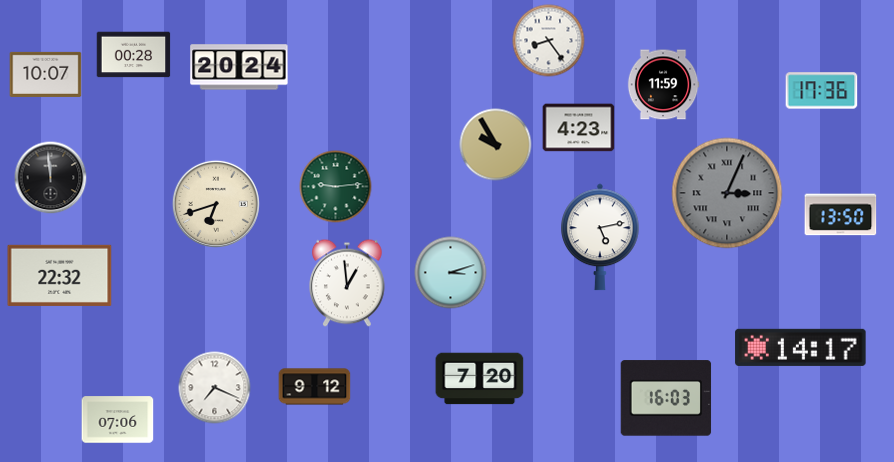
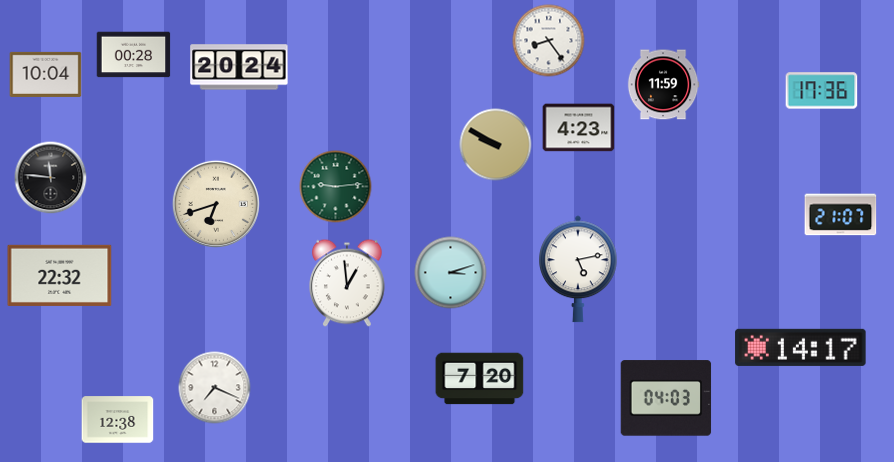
clock at (46, 74): 10:07 -> 10:04
clock at (496, 145): 9:55 -> 9:50
clock at (51, 178): 11:59 -> 11:46
clock at (727, 193): 3:04 -> none
clock at (841, 215): 13:50 -> 21:07
clock at (600, 237) position: (600, 237) -> (578, 269)
clock at (315, 387): 9:12 -> none
clock at (666, 398): 16:03 -> 04:03
clock at (118, 420): 07:06 -> 12:38
